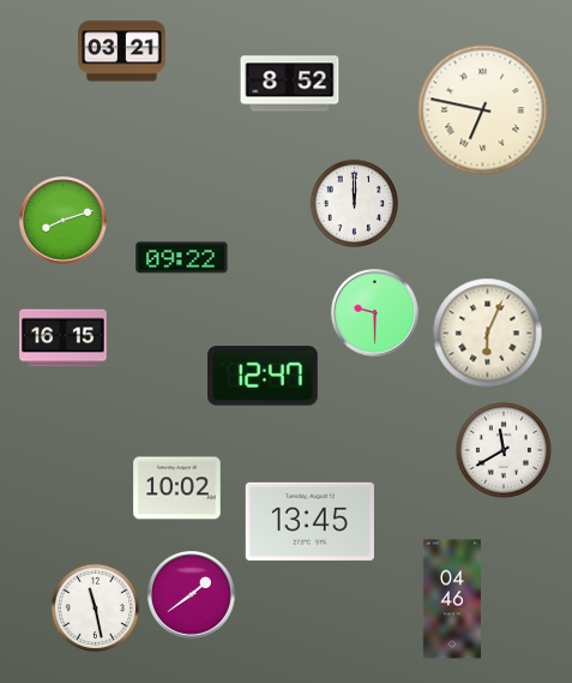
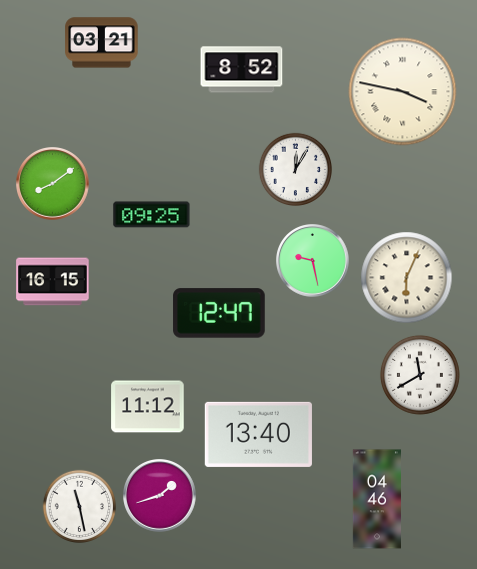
clock at (483, 110): 6:47 -> 3:47
clock at (354, 203): 12:00 -> 12:05
clock at (64, 221): 8:12 -> 8:09
clock at (182, 258): 09:22 -> 09:25
clock at (375, 313): 9:30 -> 9:28
clock at (177, 489): 10:02 -> 11:12
clock at (309, 521): 13:45 -> 13:40
clock at (192, 595): 1:39 -> 1:42
